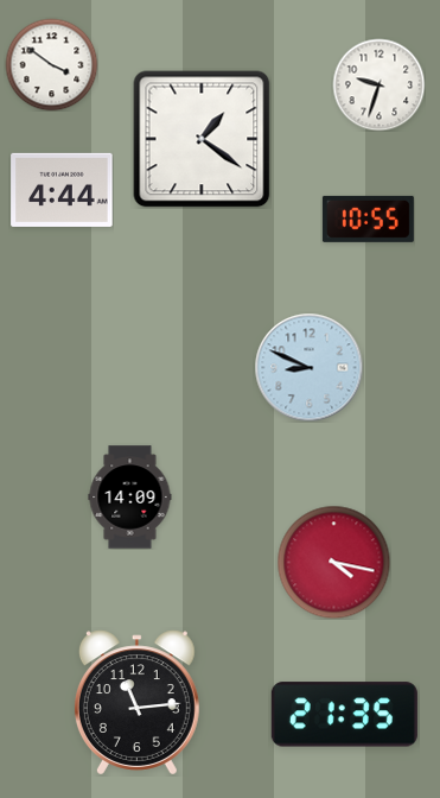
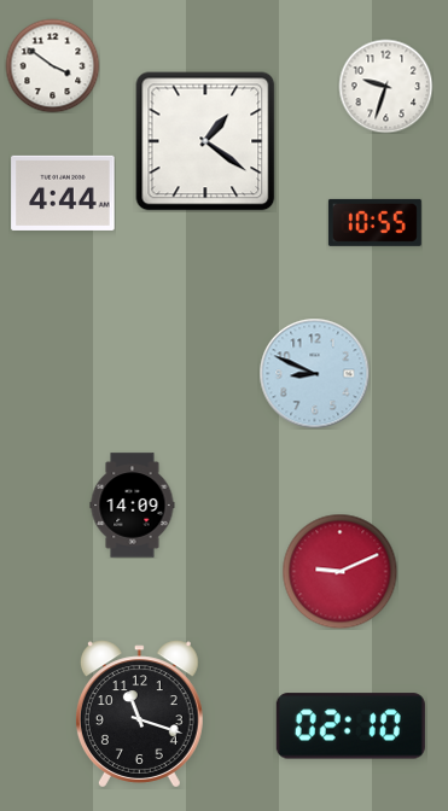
clock at (333, 562): 4:17 -> 9:11
clock at (136, 703): 11:14 -> 11:18
clock at (344, 715): 21:35 -> 02:10
